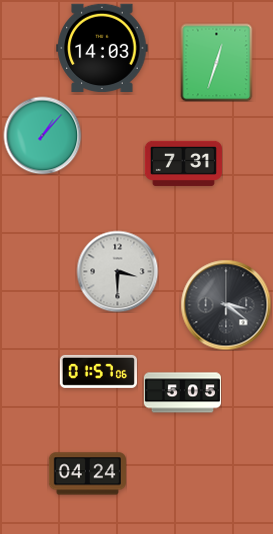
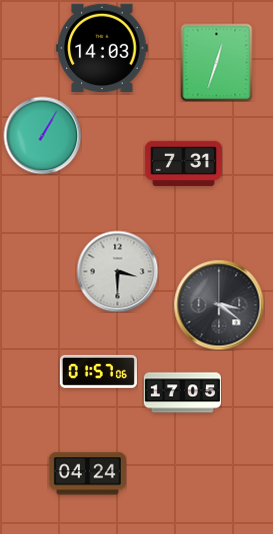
clock at (42, 135): 1:07 -> 1:05
clock at (226, 305) position: (226, 305) -> (219, 305)
clock at (182, 393): 5:05 -> 17:05
